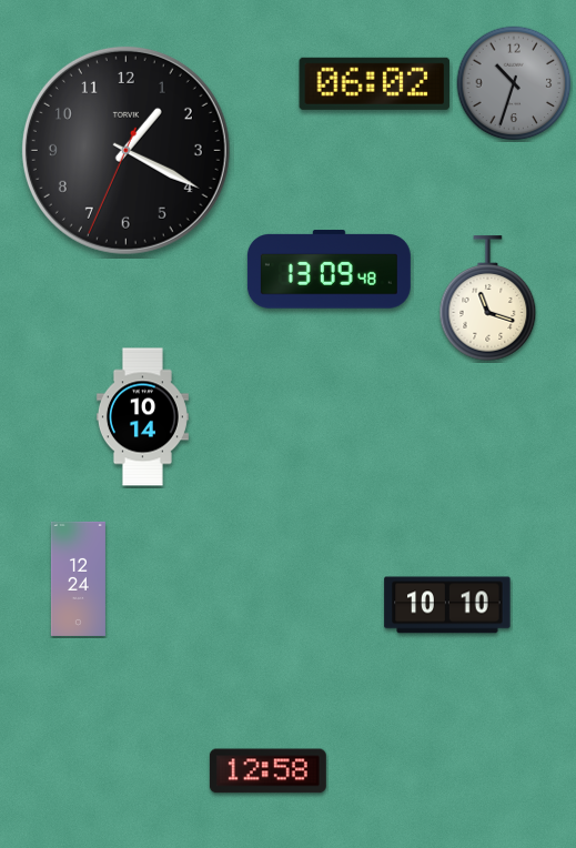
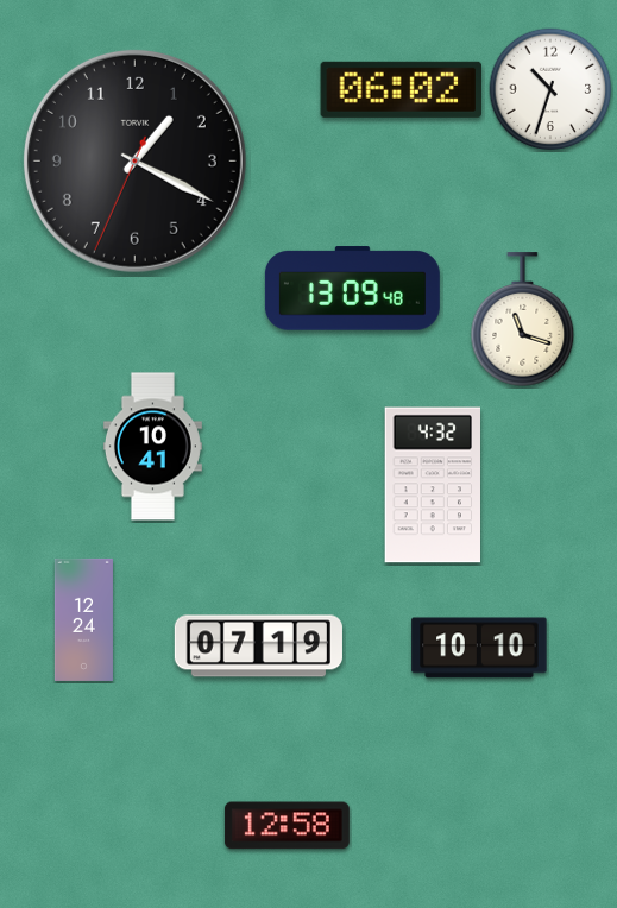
clock at (514, 83) dial: grey -> white
clock at (142, 417): 10:14 -> 10:41
clock at (432, 485): none -> 4:32
clock at (258, 647): none -> 07:19
